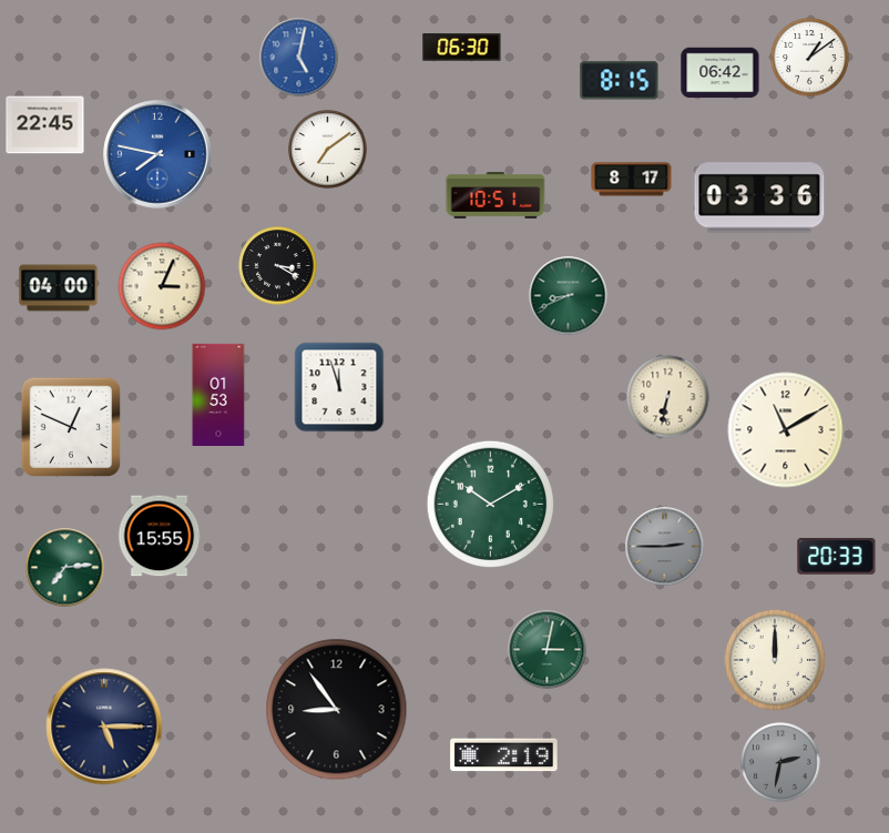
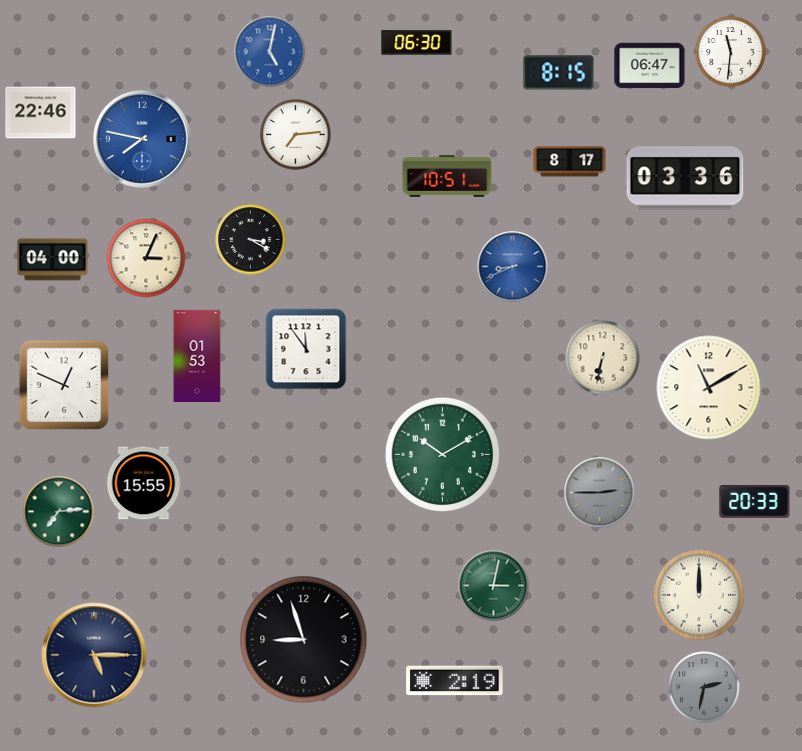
clock at (810, 58): 1:09 -> 11:31
clock at (721, 73): 06:42 -> 06:47
clock at (45, 125): 22:45 -> 22:46
clock at (328, 150): 7:09 -> 7:14
clock at (569, 296) dial: green -> blue
clock at (339, 387): 11:57 -> 11:54
clock at (337, 710): 8:54 -> 8:57
